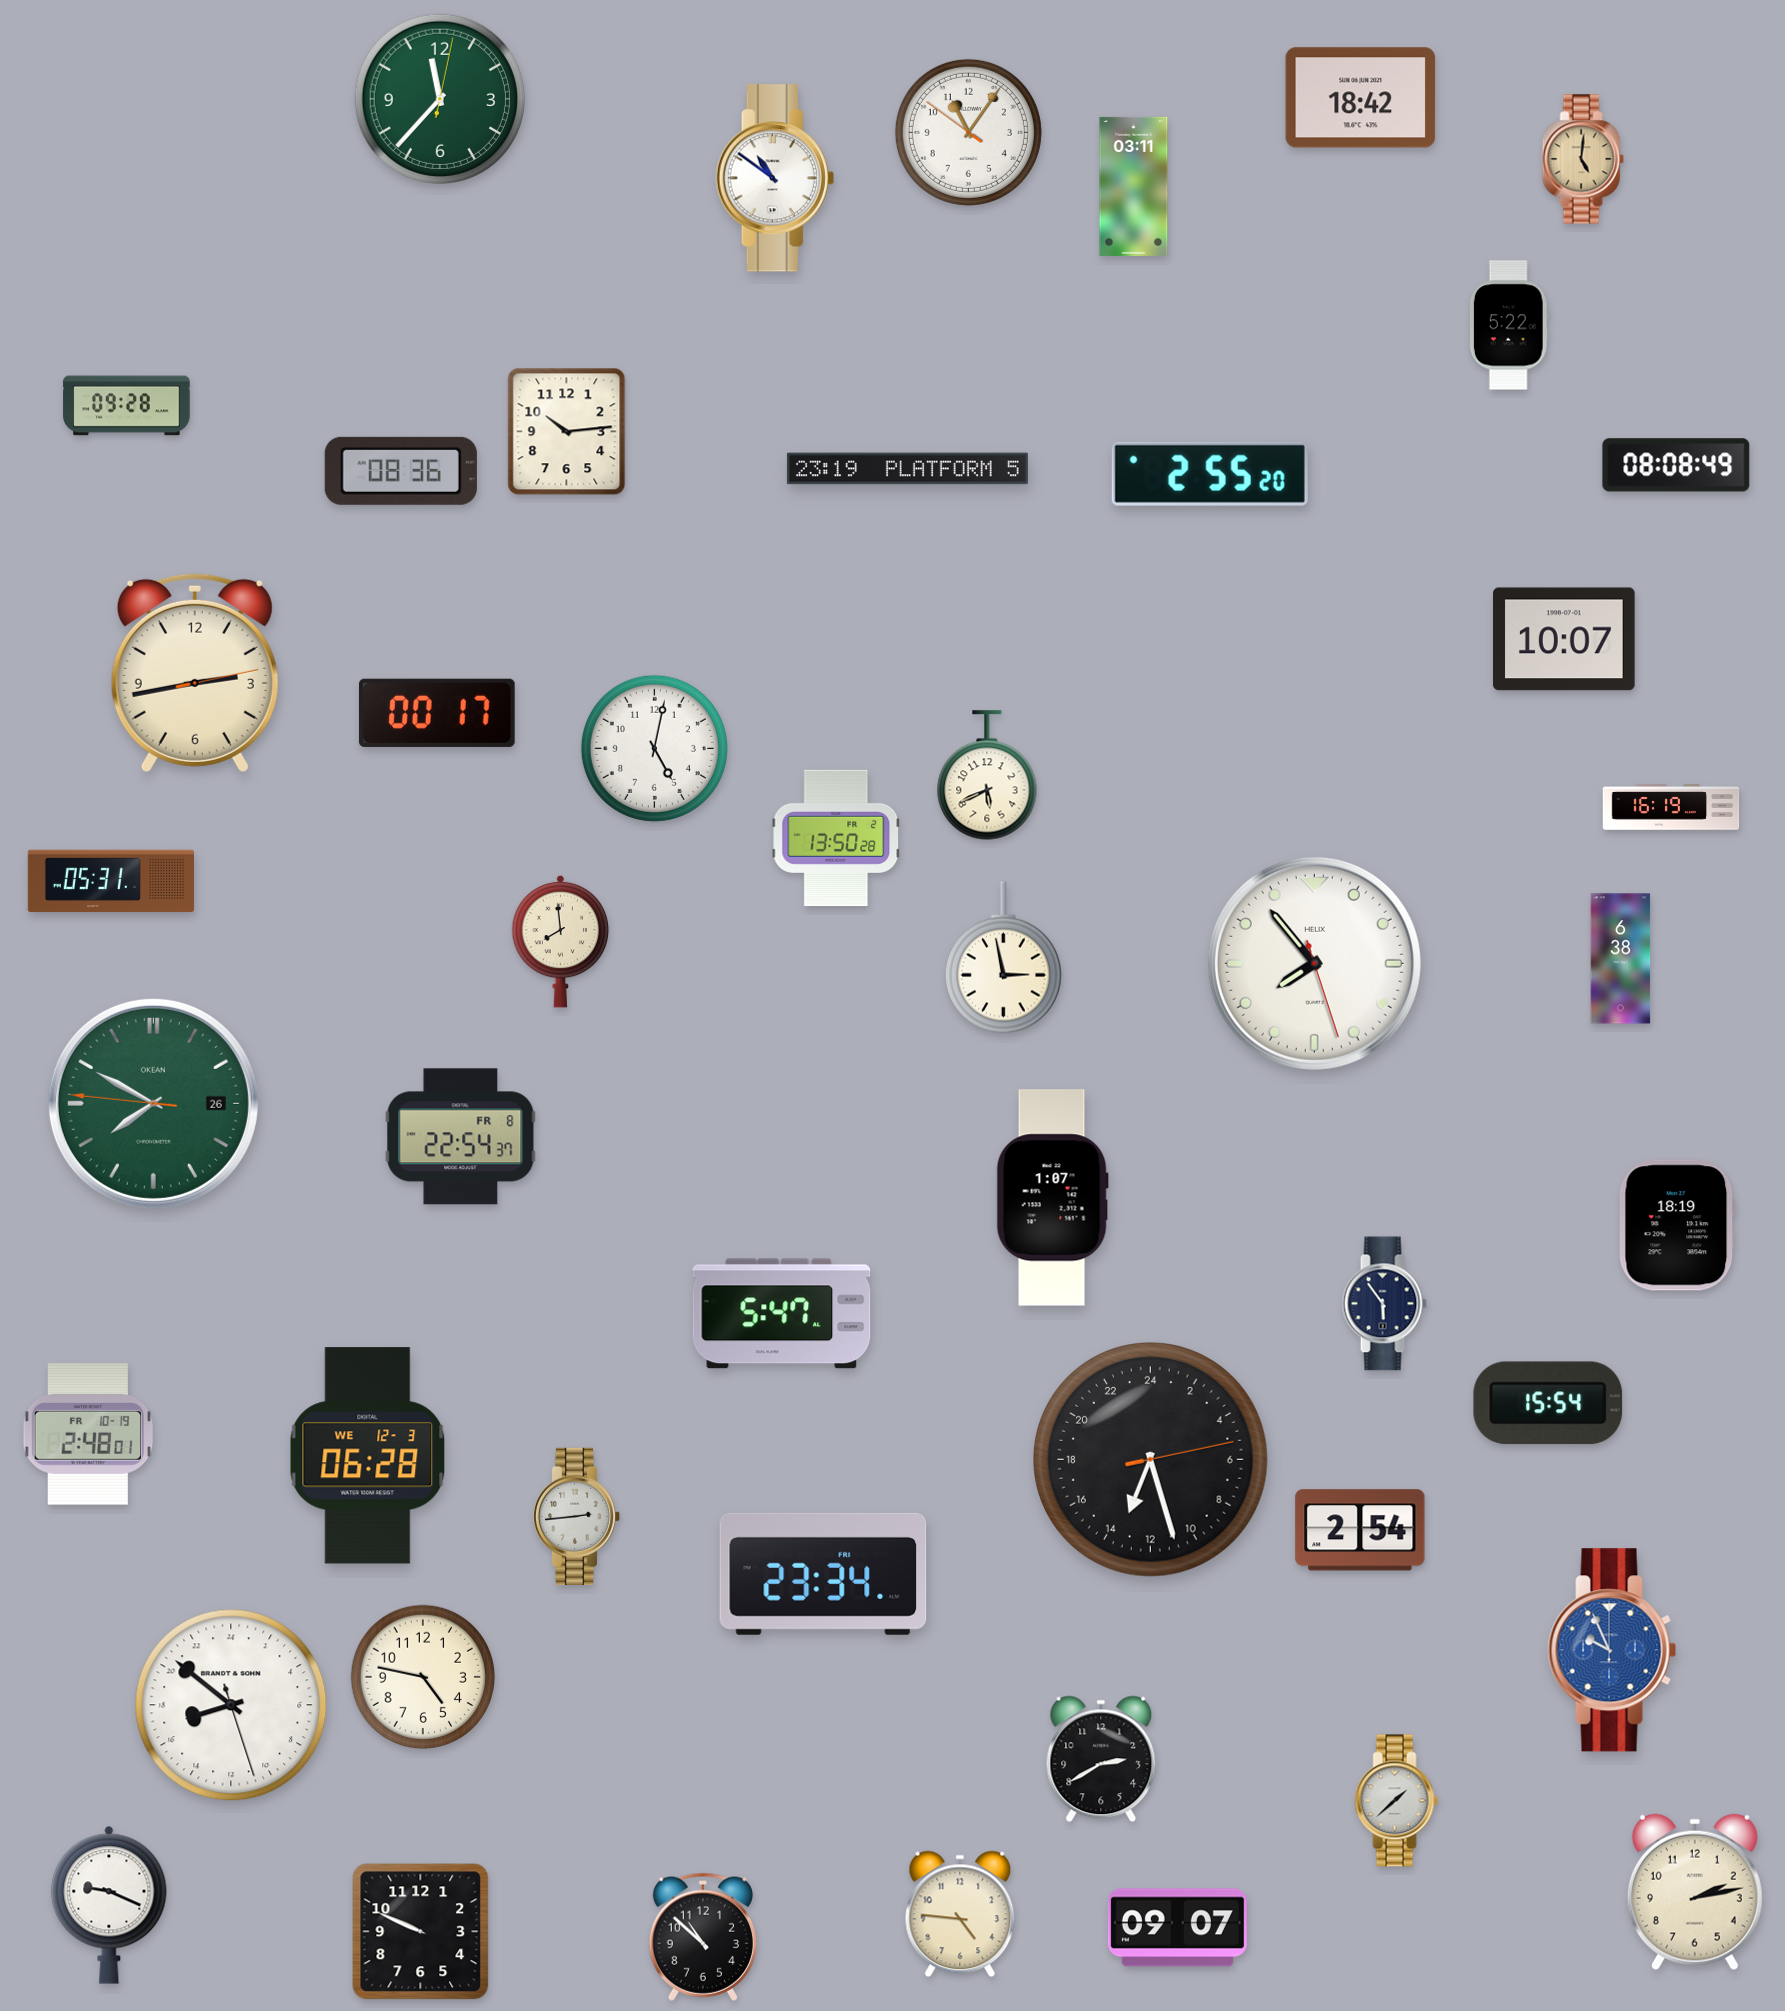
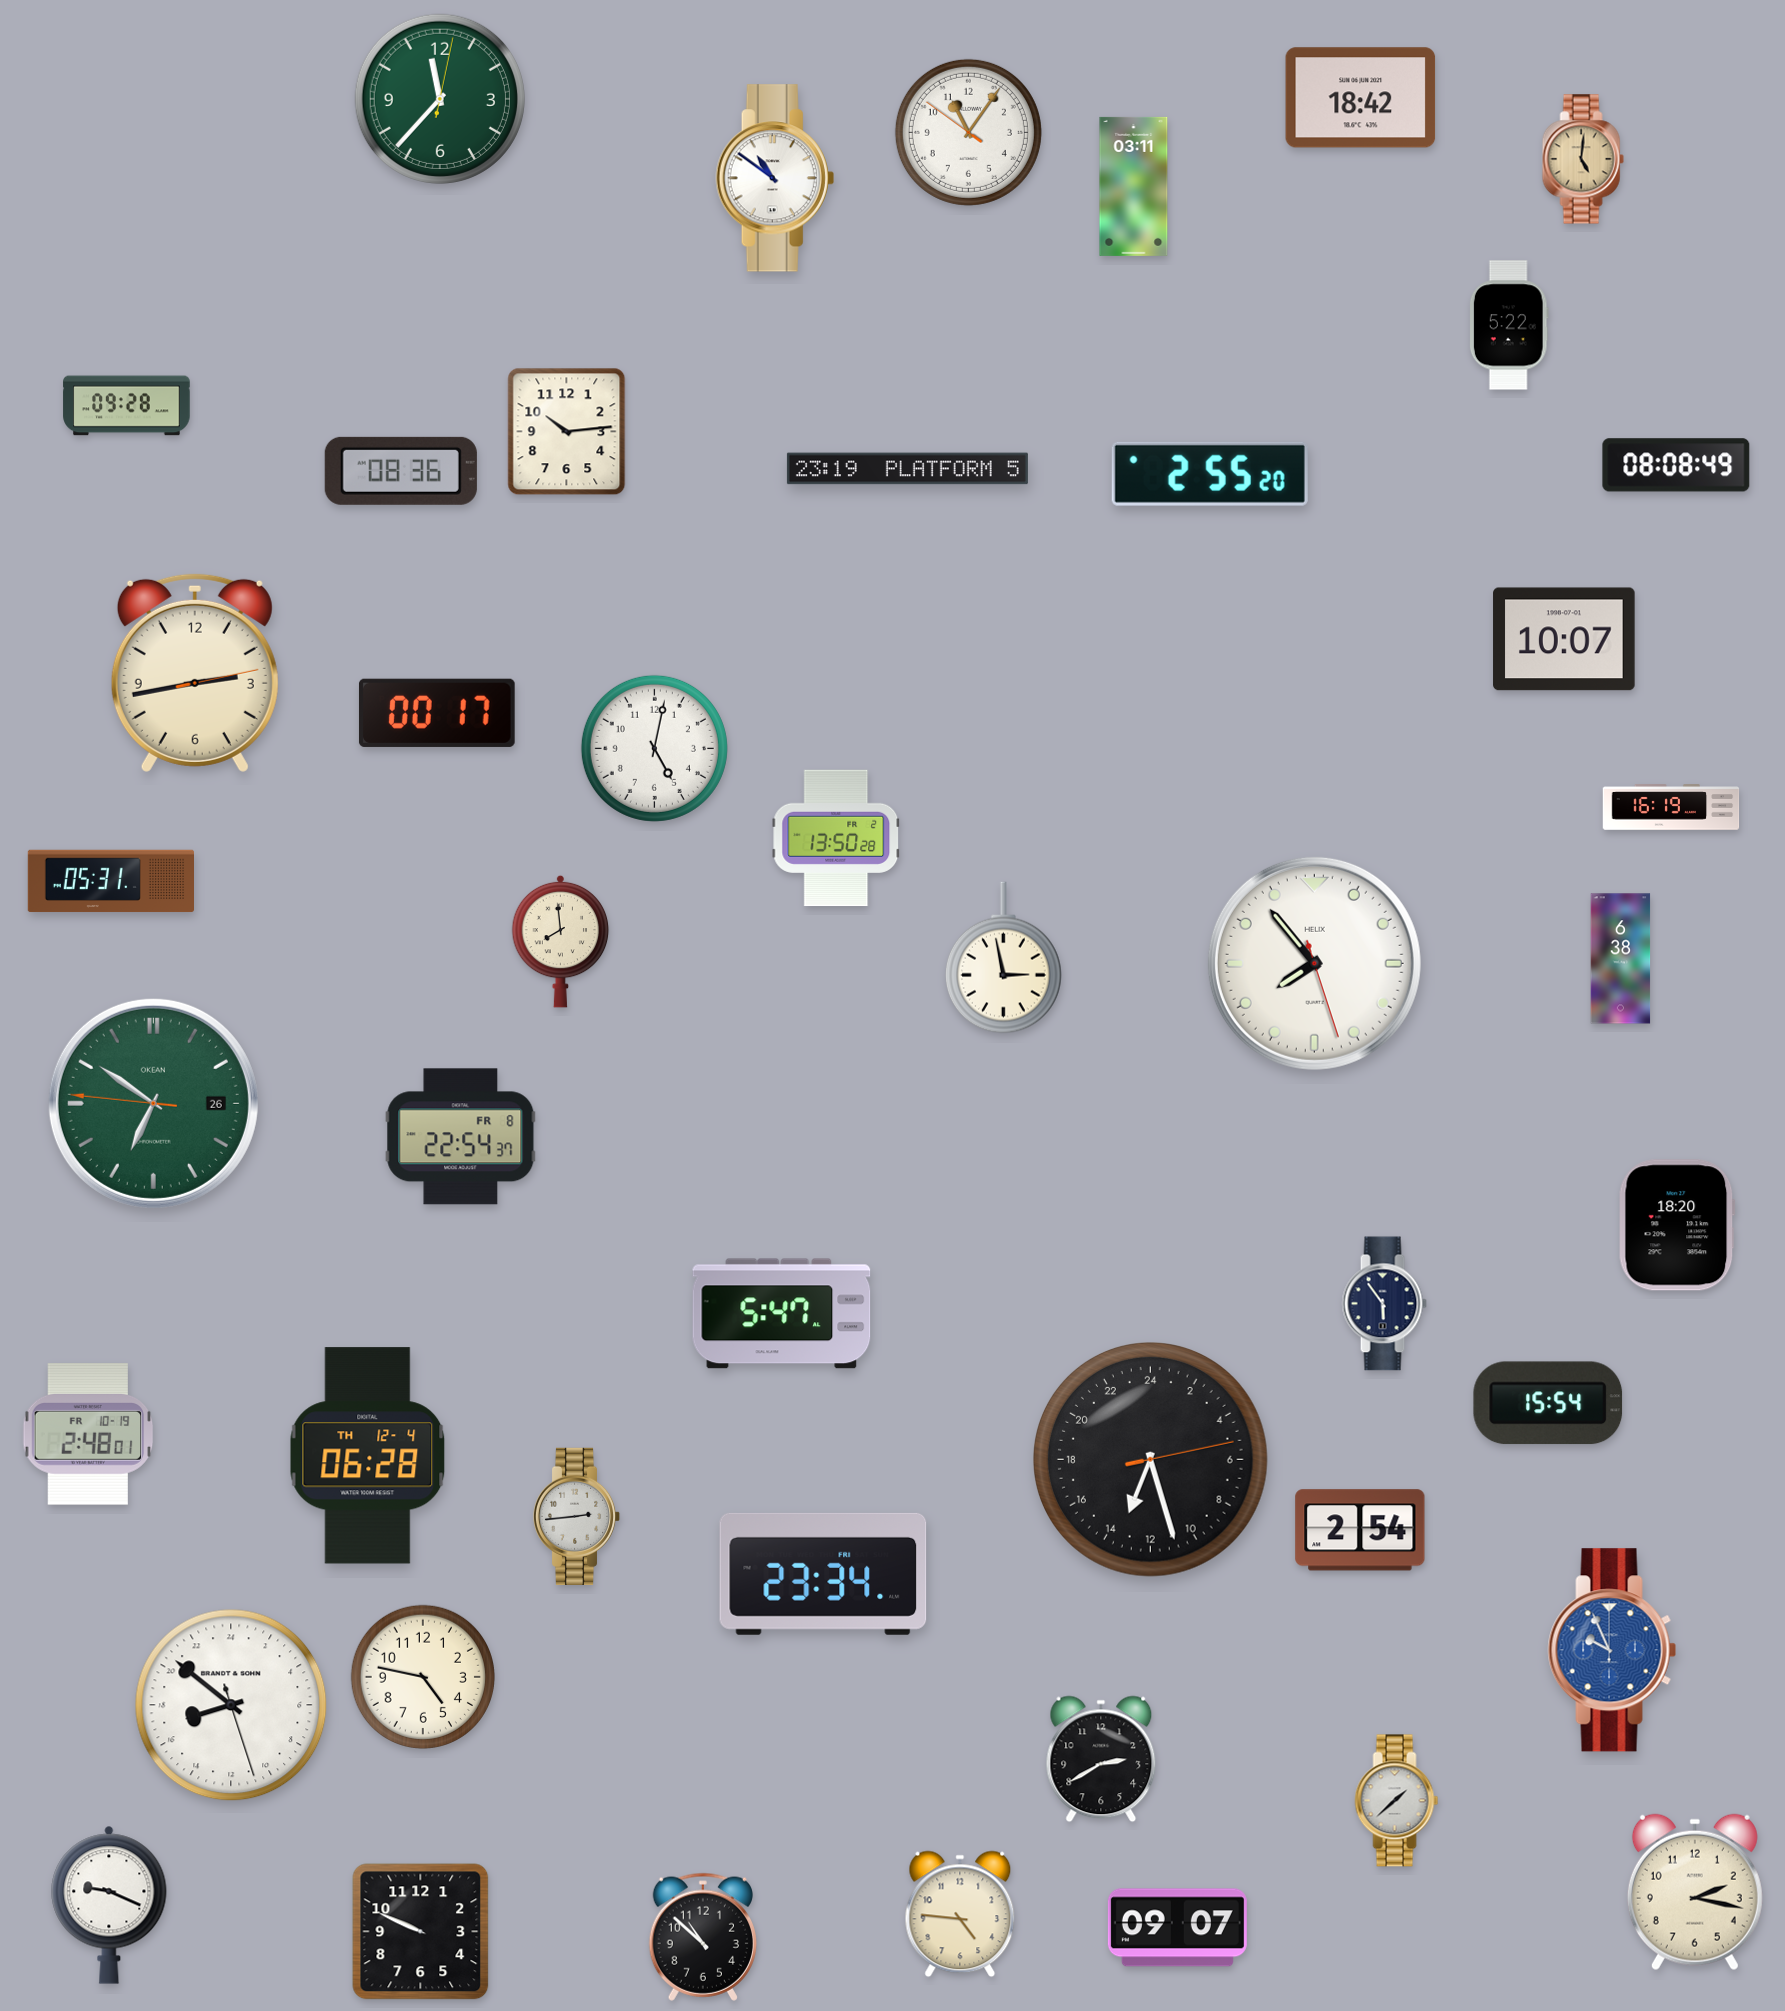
clock at (987, 775): 5:41 -> none
clock at (153, 1103): 7:49 -> 6:50
clock at (1052, 1198): 1:07 -> none
clock at (1677, 1225): 18:19 -> 18:20
clock at (368, 1456) date: WE 12-3 -> TH 12-4
clock at (1695, 1892): 2:13 -> 2:17
